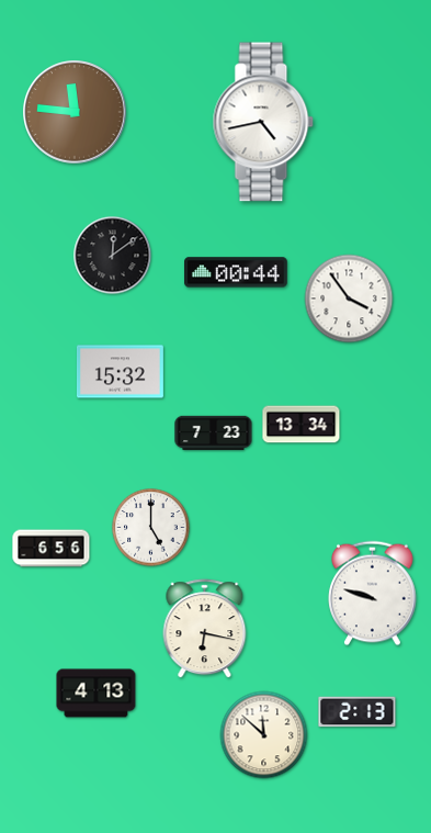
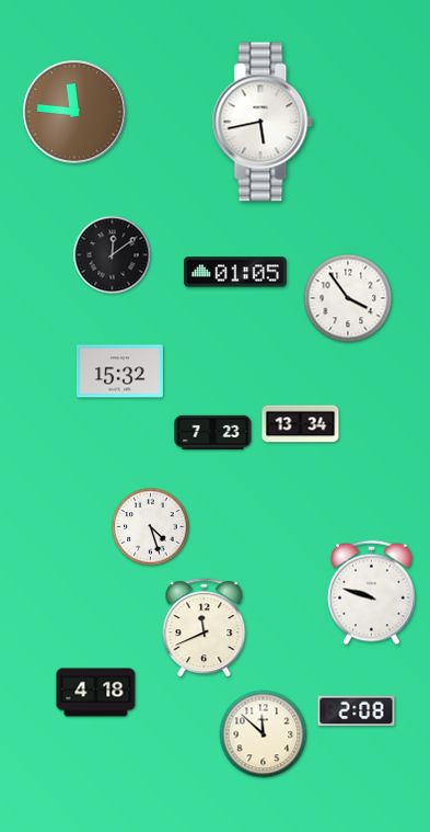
clock at (263, 122): 4:43 -> 5:43
clock at (237, 272): 00:44 -> 01:05
clock at (151, 528): 5:00 -> 4:27
clock at (52, 549): 6:56 -> none
clock at (205, 629): 6:17 -> 11:41
clock at (97, 694): 4:13 -> 4:18
clock at (358, 712): 2:13 -> 2:08
